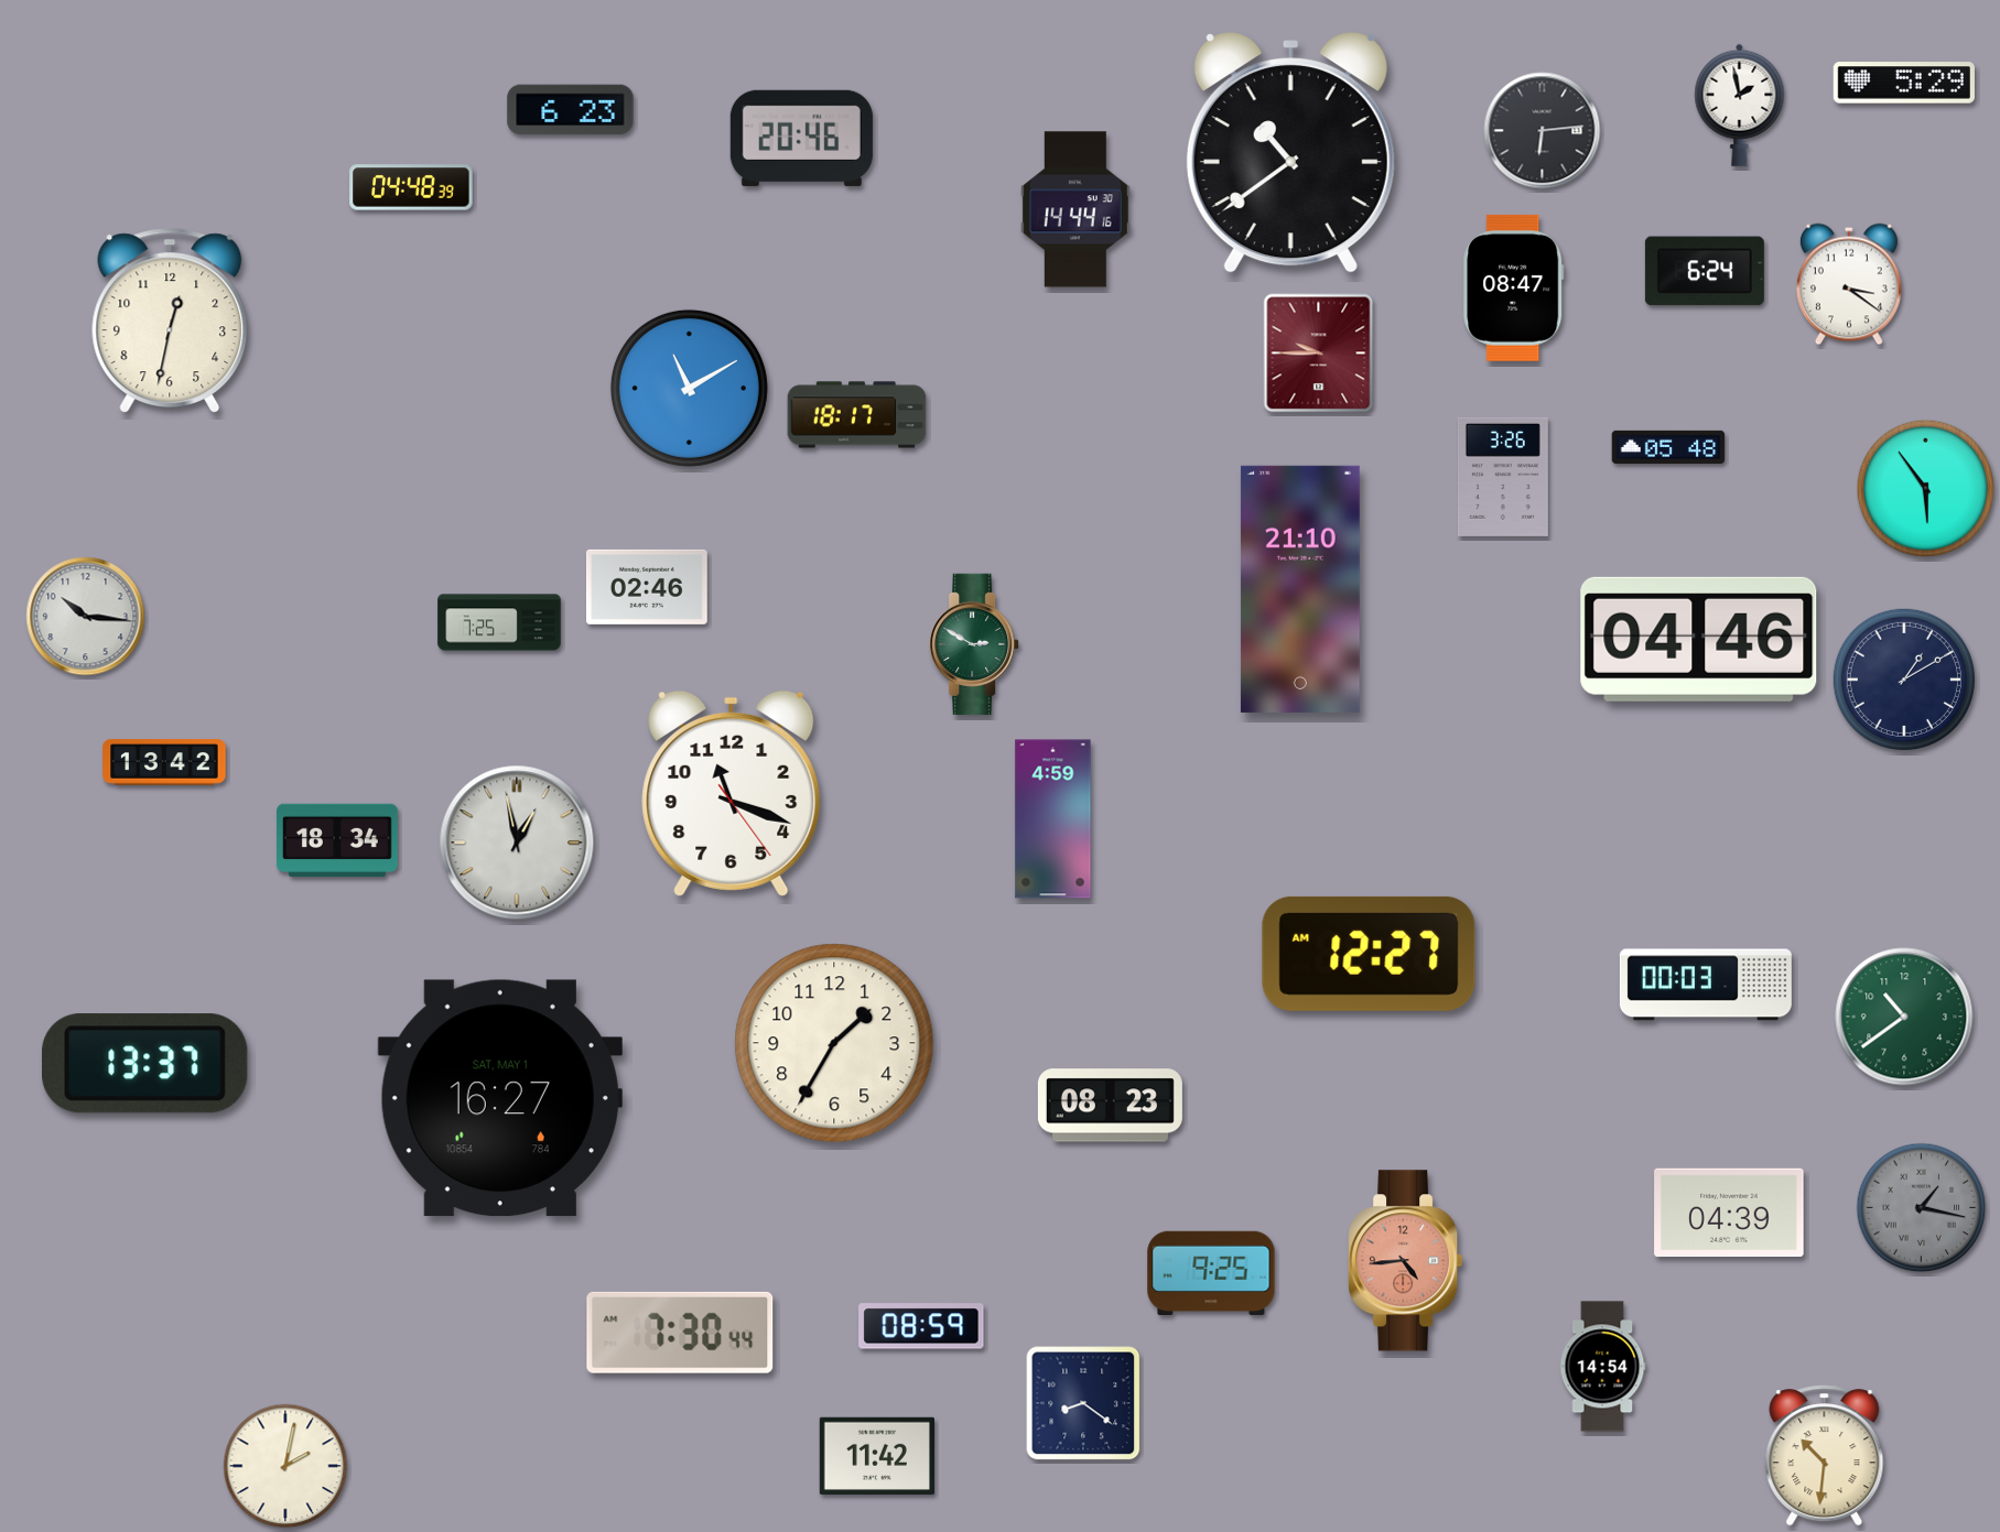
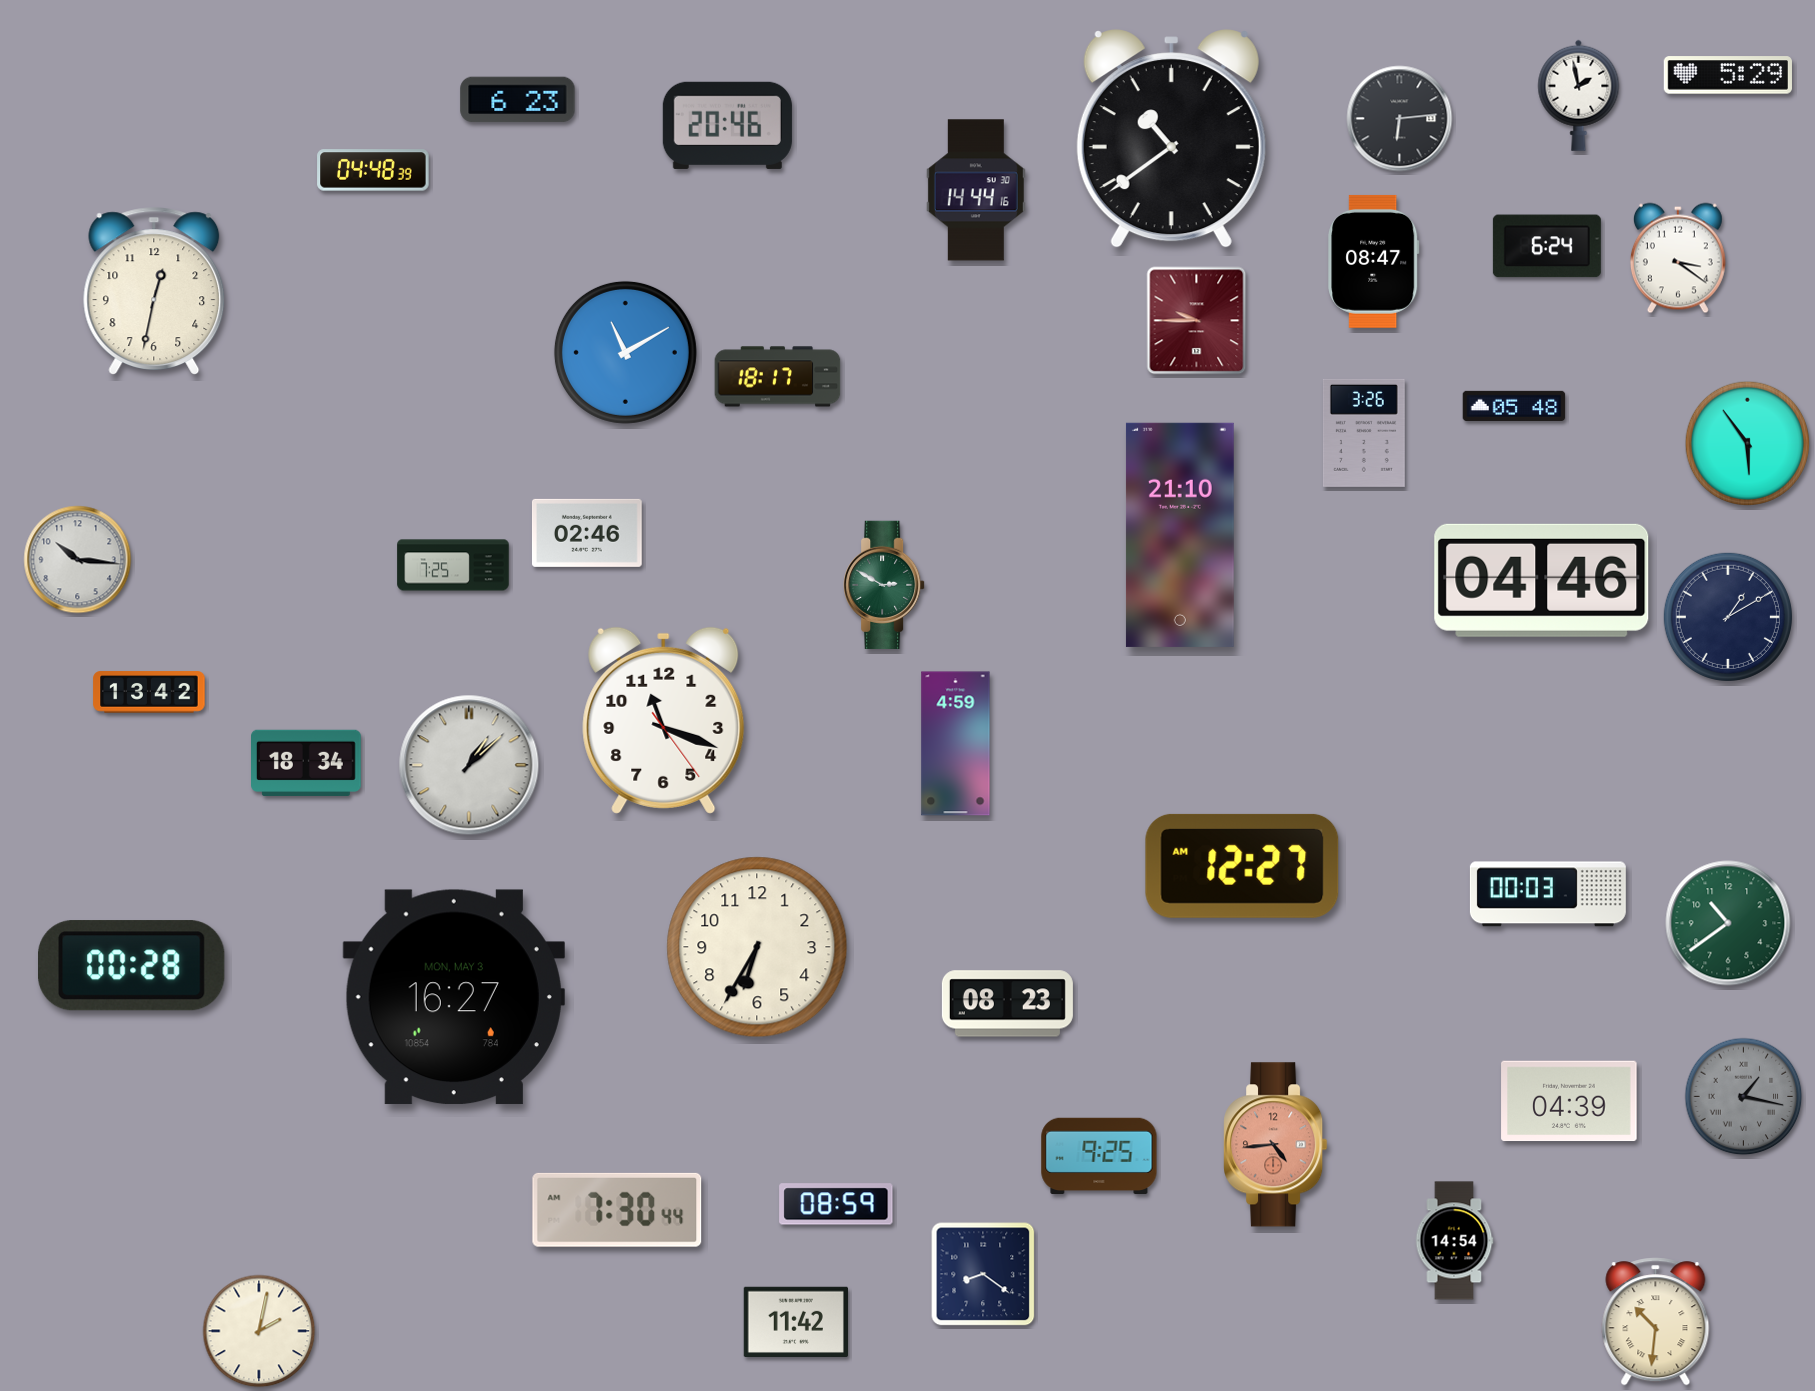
clock at (517, 843): 12:58 -> 1:08
clock at (834, 1043): 1:35 -> 6:35
clock at (145, 1064): 13:37 -> 00:28
clock at (500, 1098) date: SAT, MAY 1 -> MON, MAY 3
